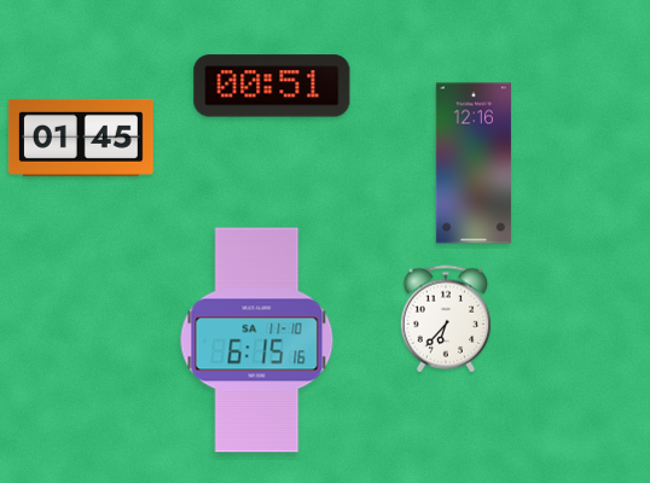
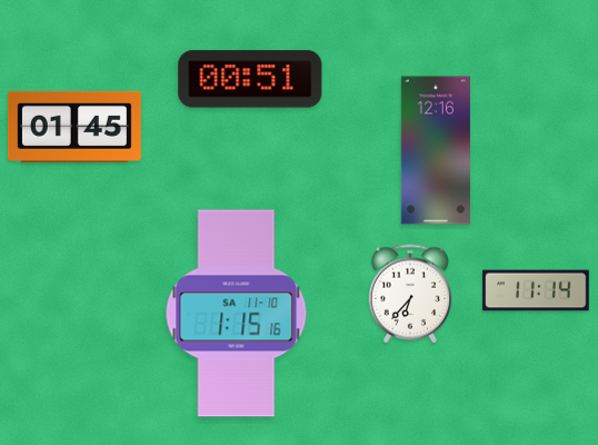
clock at (536, 290): none -> 11:14
clock at (257, 341): 6:15 -> 1:15
